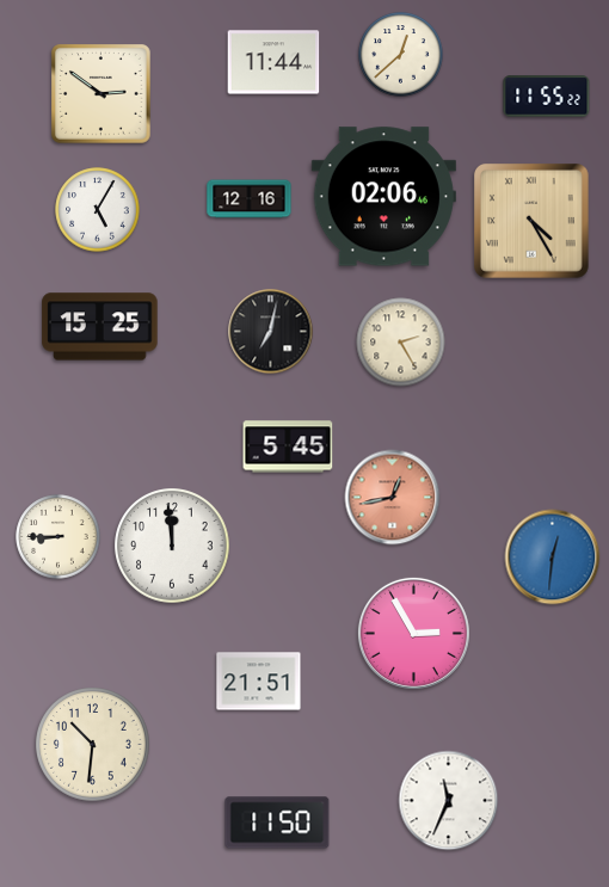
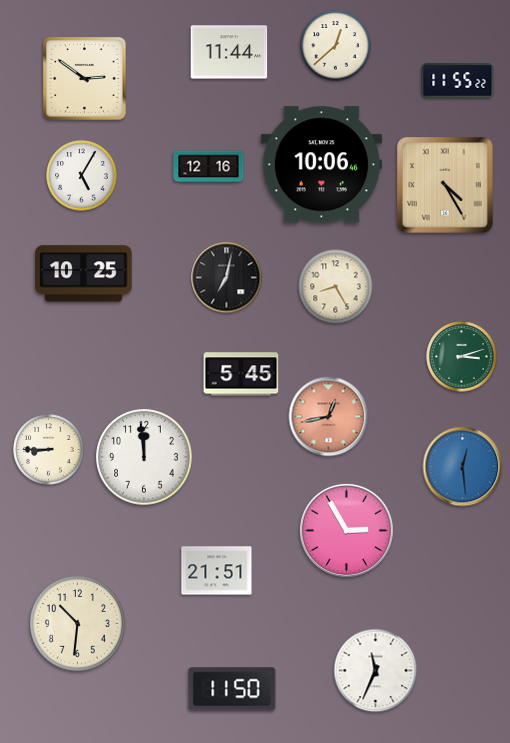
clock at (383, 197): 02:06 -> 10:06
clock at (100, 327): 15:25 -> 10:25
clock at (401, 343): 2:25 -> 8:25
clock at (462, 357): none -> 3:12
clock at (553, 558): 12:31 -> 12:29
